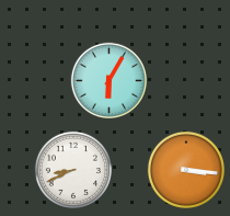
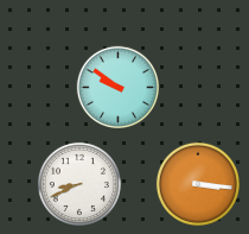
clock at (108, 80): 6:05 -> 9:51
clock at (186, 170) position: (186, 170) -> (198, 184)
